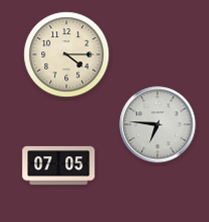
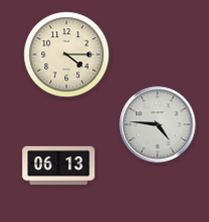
clock at (158, 125): 6:46 -> 4:46
clock at (59, 166): 07:05 -> 06:13
